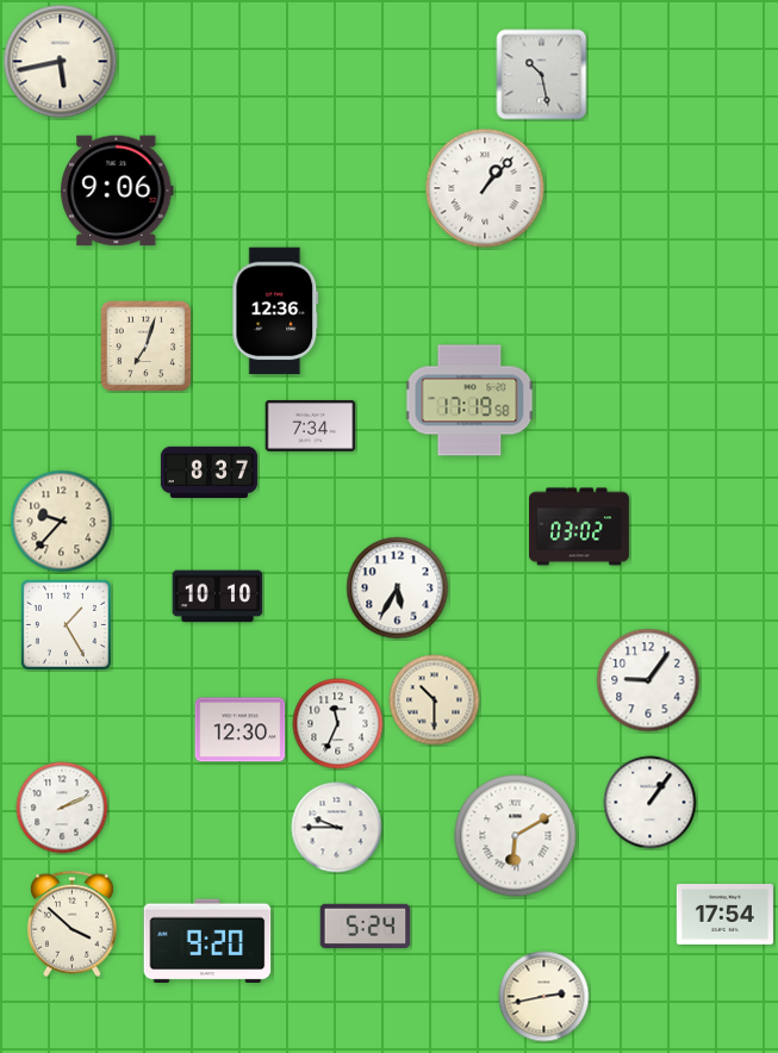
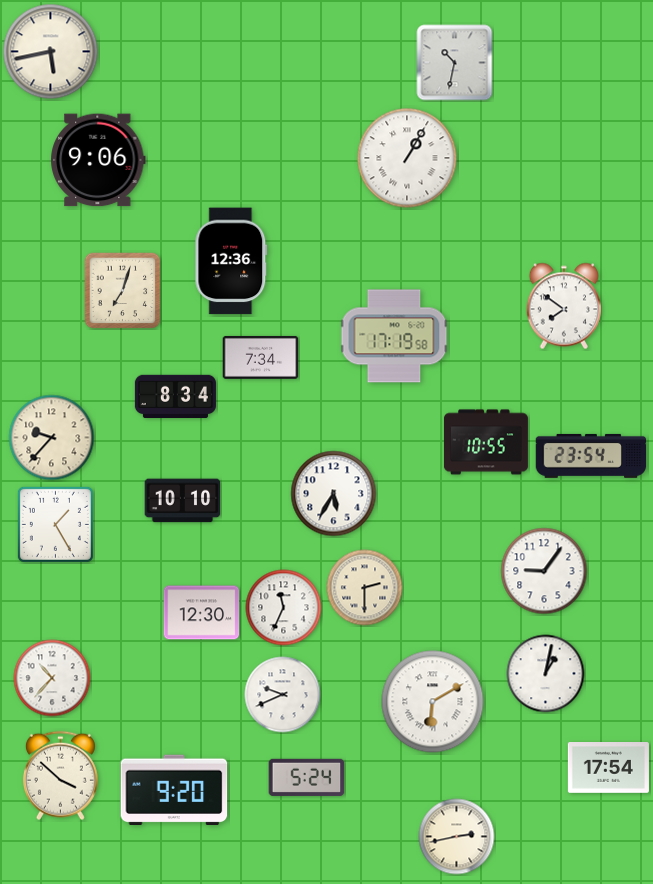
clock at (542, 75): 10:28 -> 10:32
clock at (485, 188): 1:07 -> 1:05
clock at (563, 306): none -> 7:51
clock at (208, 473): 8:37 -> 8:34
clock at (580, 526): 03:02 -> 10:55
clock at (591, 456): none -> 23:54
clock at (435, 700): 10:30 -> 2:30
clock at (651, 803): 1:06 -> 1:02
clock at (62, 808): 2:11 -> 10:37
clock at (337, 828): 9:45 -> 9:41
